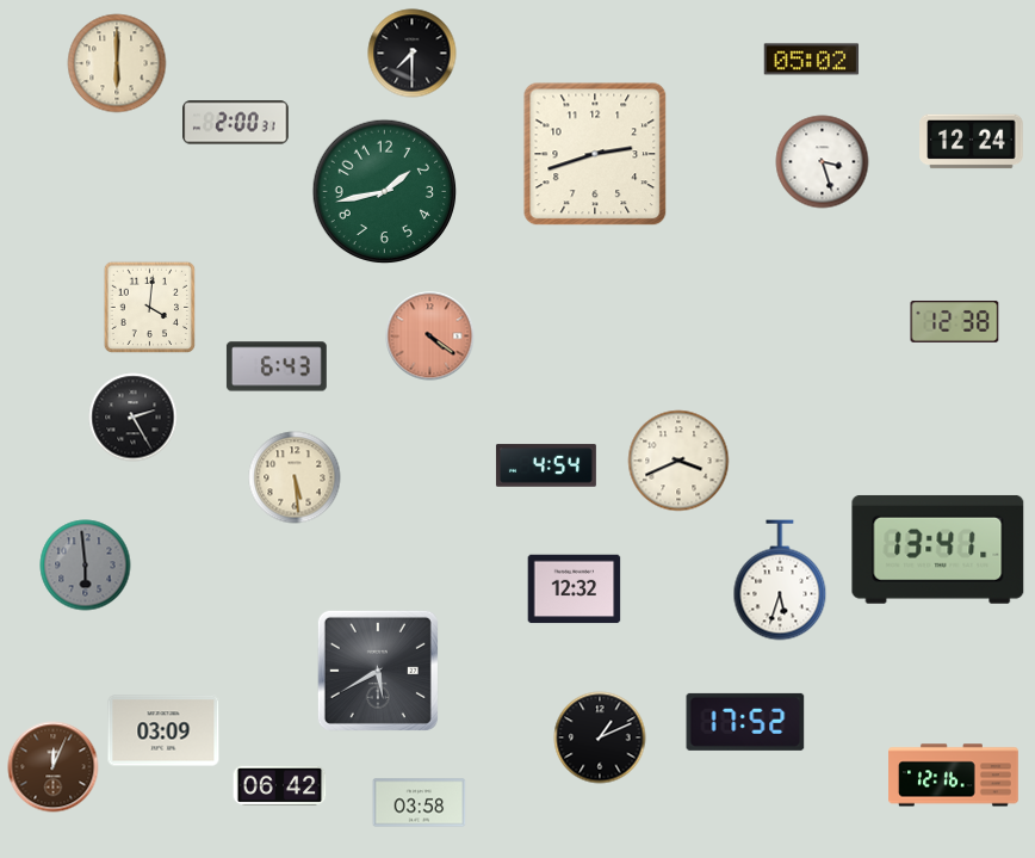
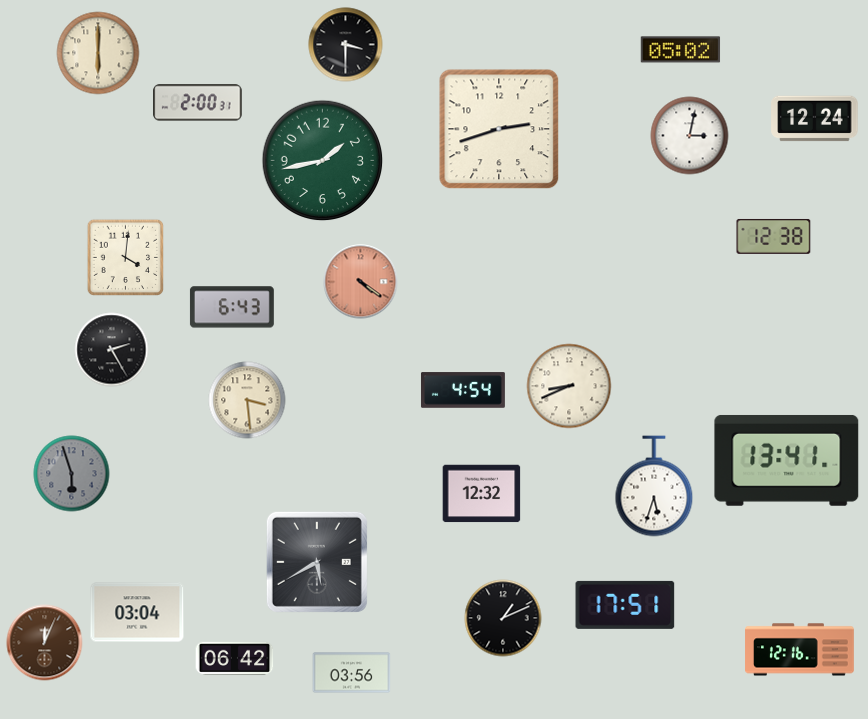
clock at (413, 54): 7:30 -> 3:30
clock at (823, 162): 3:27 -> 3:02
clock at (955, 321) position: (955, 321) -> (774, 236)
clock at (678, 461): 3:41 -> 8:41
clock at (546, 465) position: (546, 465) -> (463, 390)
clock at (295, 477): 5:29 -> 3:29
clock at (86, 566): 5:59 -> 5:57
clock at (745, 722): 17:52 -> 17:51
clock at (163, 730): 03:09 -> 03:04
clock at (420, 803): 03:58 -> 03:56
